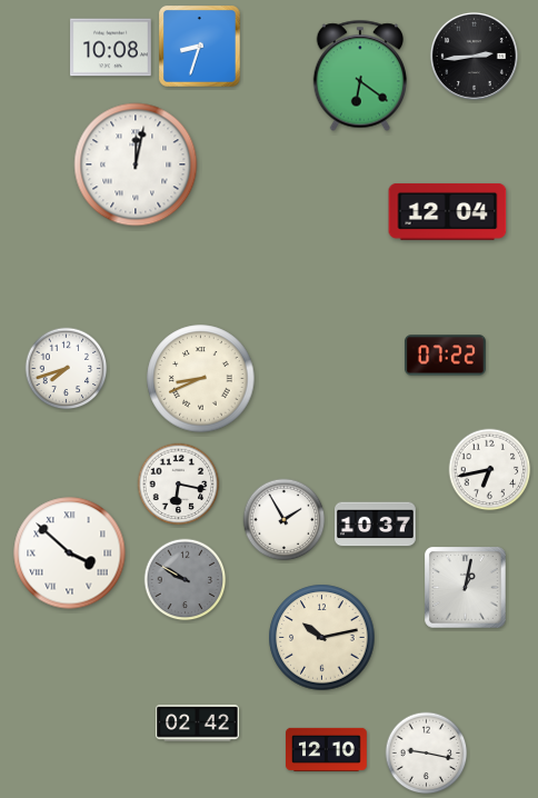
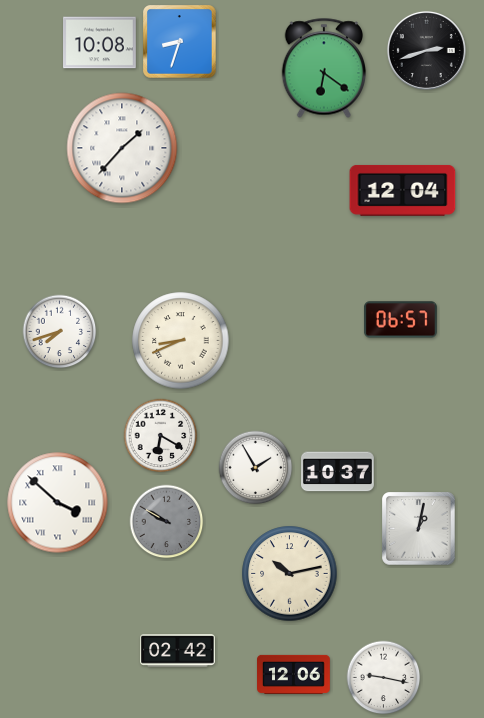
clock at (474, 56): 2:44 -> 2:42
clock at (136, 164): 12:02 -> 1:37
clock at (446, 356): 07:22 -> 06:57
clock at (490, 470): 6:43 -> none
clock at (179, 485): 6:17 -> 6:20
clock at (70, 553) position: (70, 553) -> (58, 503)
clock at (327, 749): 12:10 -> 12:06
